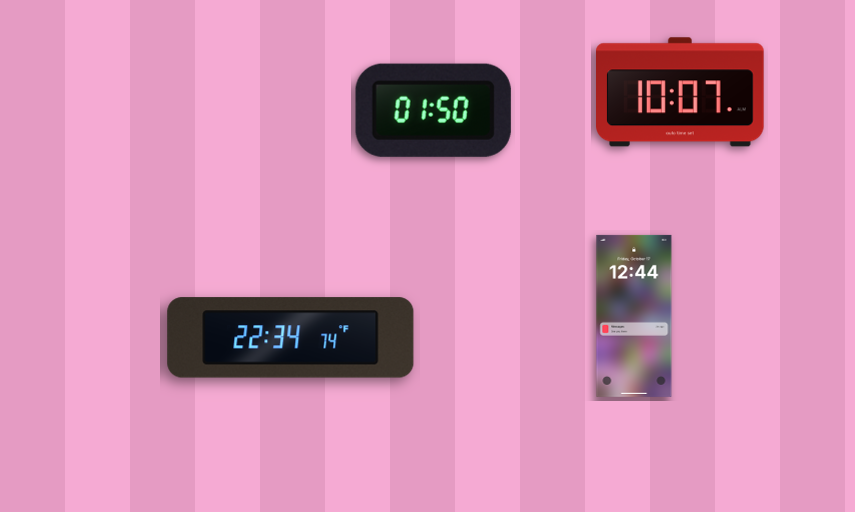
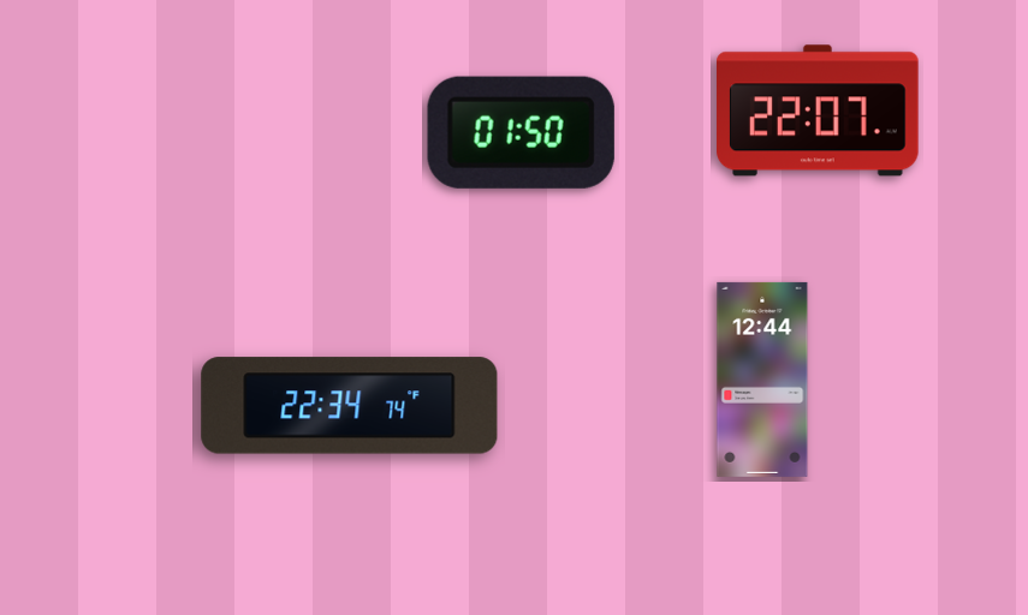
clock at (680, 92): 10:07 -> 22:07
